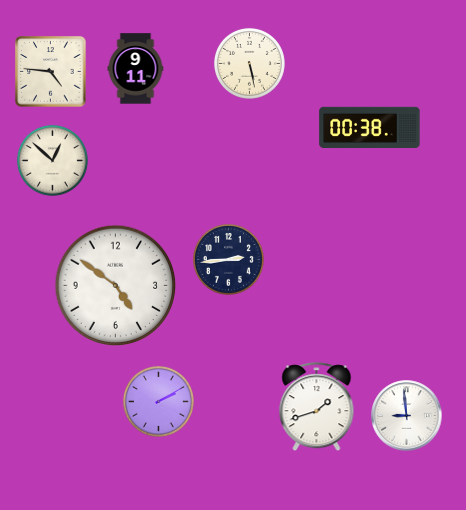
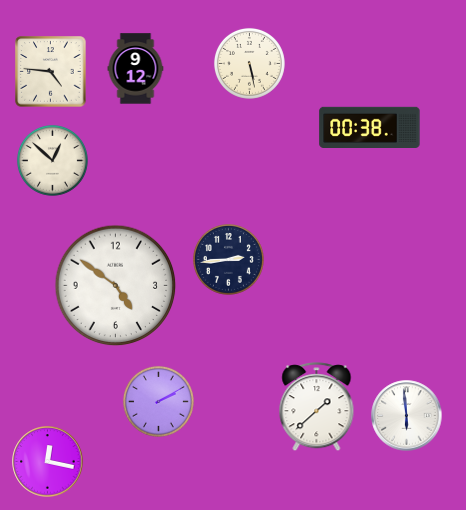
clock at (136, 69): 9:11 -> 9:12
clock at (317, 407): 1:42 -> 1:38
clock at (407, 416): 8:59 -> 5:59
clock at (48, 462): none -> 12:17
